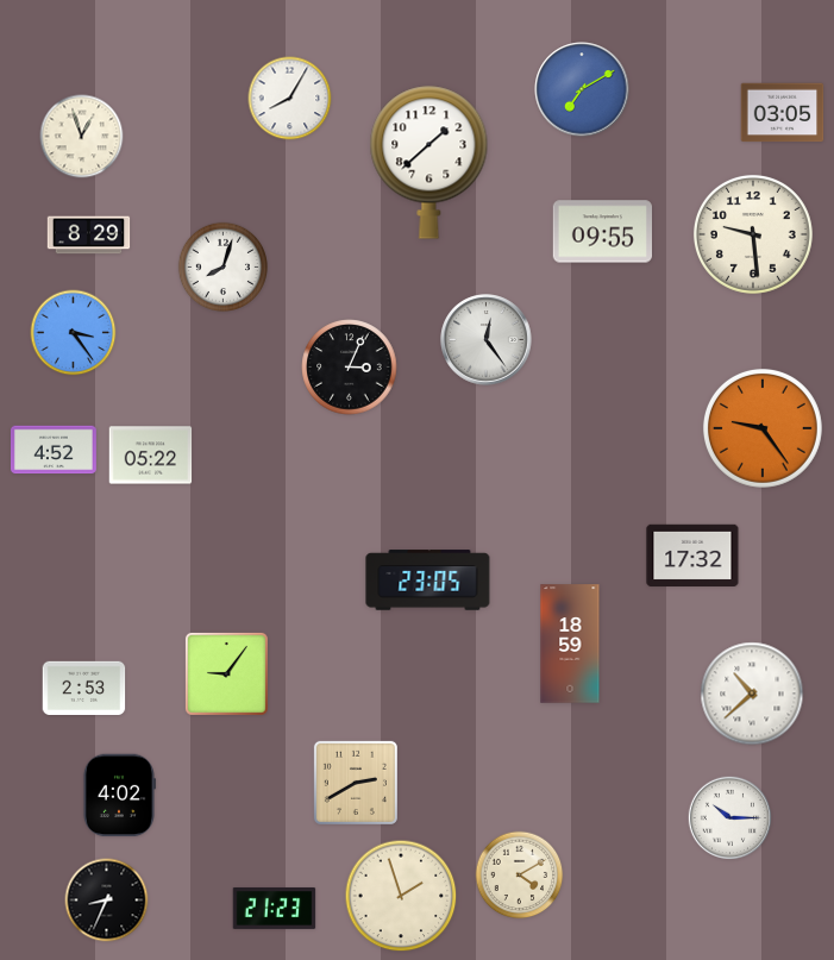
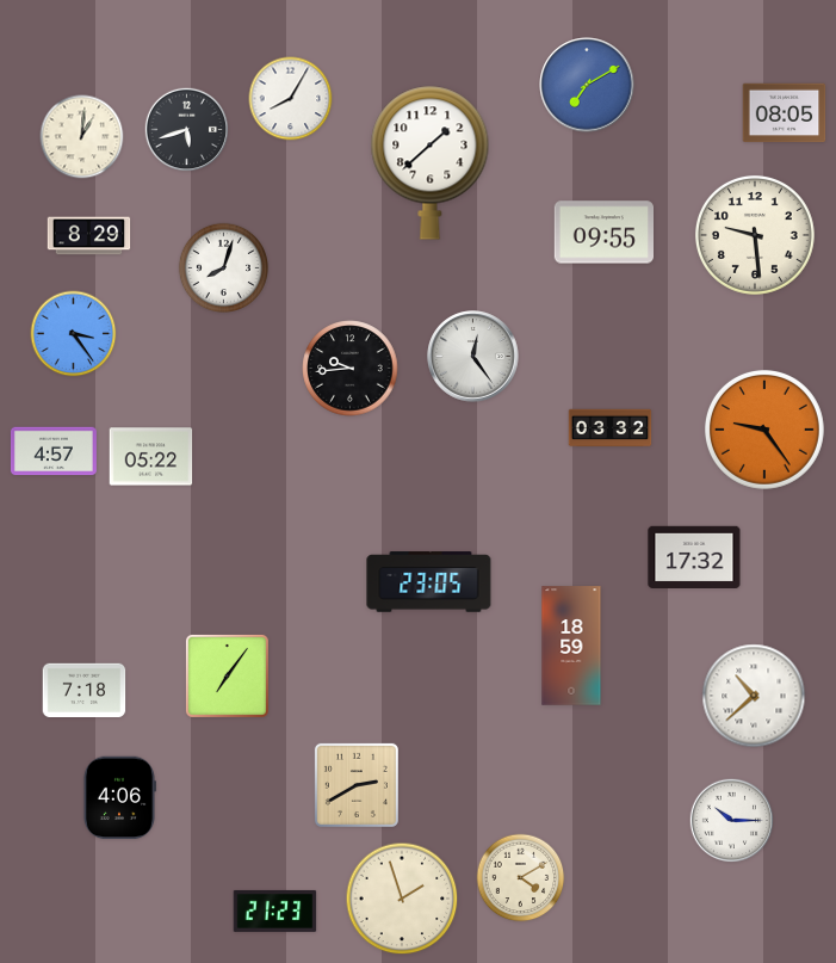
clock at (582, 89) position: (582, 89) -> (587, 85)
clock at (783, 113): 03:05 -> 08:05
clock at (187, 130): none -> 5:42
clock at (82, 137): 12:57 -> 1:01
clock at (487, 340) position: (487, 340) -> (473, 357)
clock at (350, 368): 3:04 -> 9:44
clock at (611, 428): none -> 03:32
clock at (54, 450): 4:52 -> 4:57
clock at (226, 673): 9:06 -> 7:06
clock at (84, 689): 2:53 -> 7:18
clock at (119, 796): 4:02 -> 4:06
clock at (107, 901): 8:34 -> none
